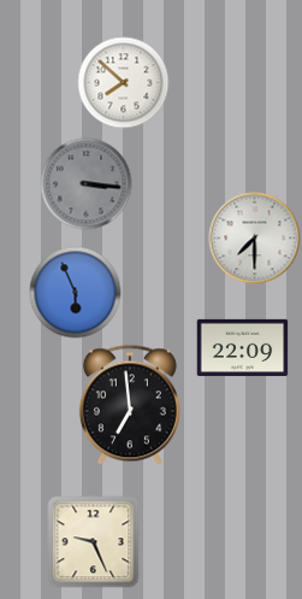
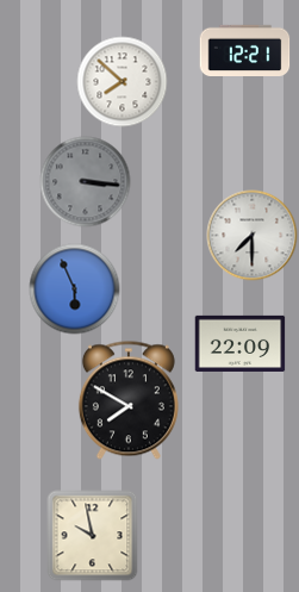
clock at (245, 51): none -> 12:21
clock at (130, 405): 6:59 -> 7:50
clock at (94, 542): 9:26 -> 9:58
